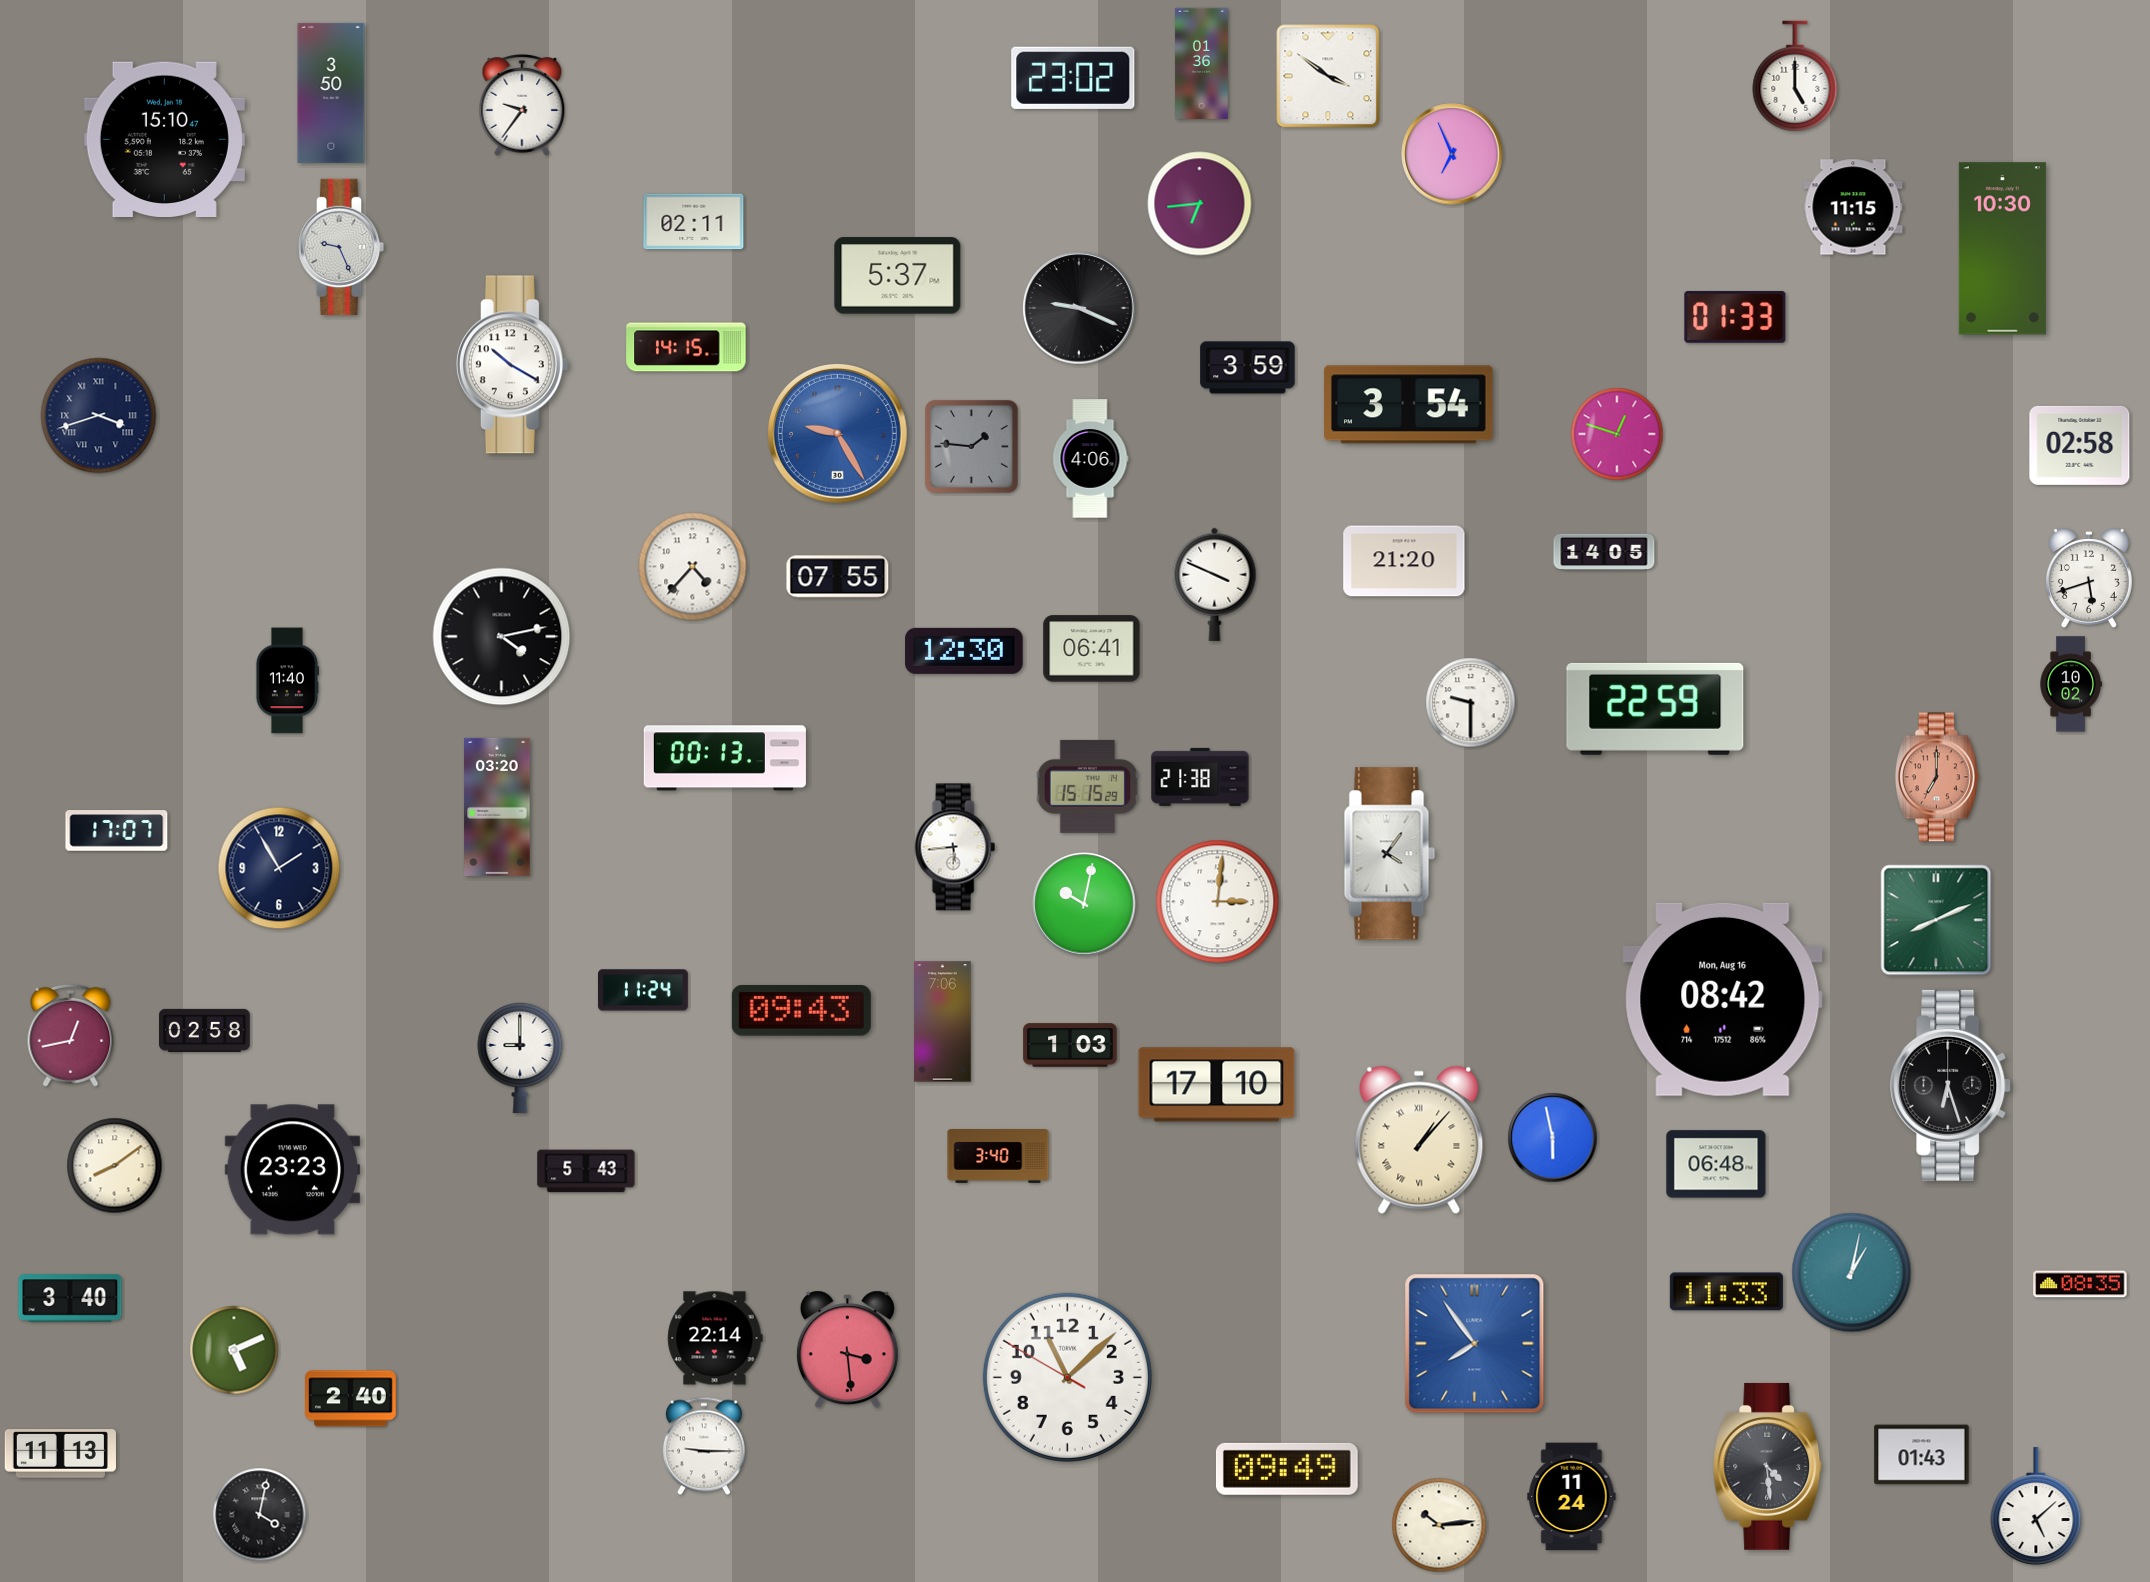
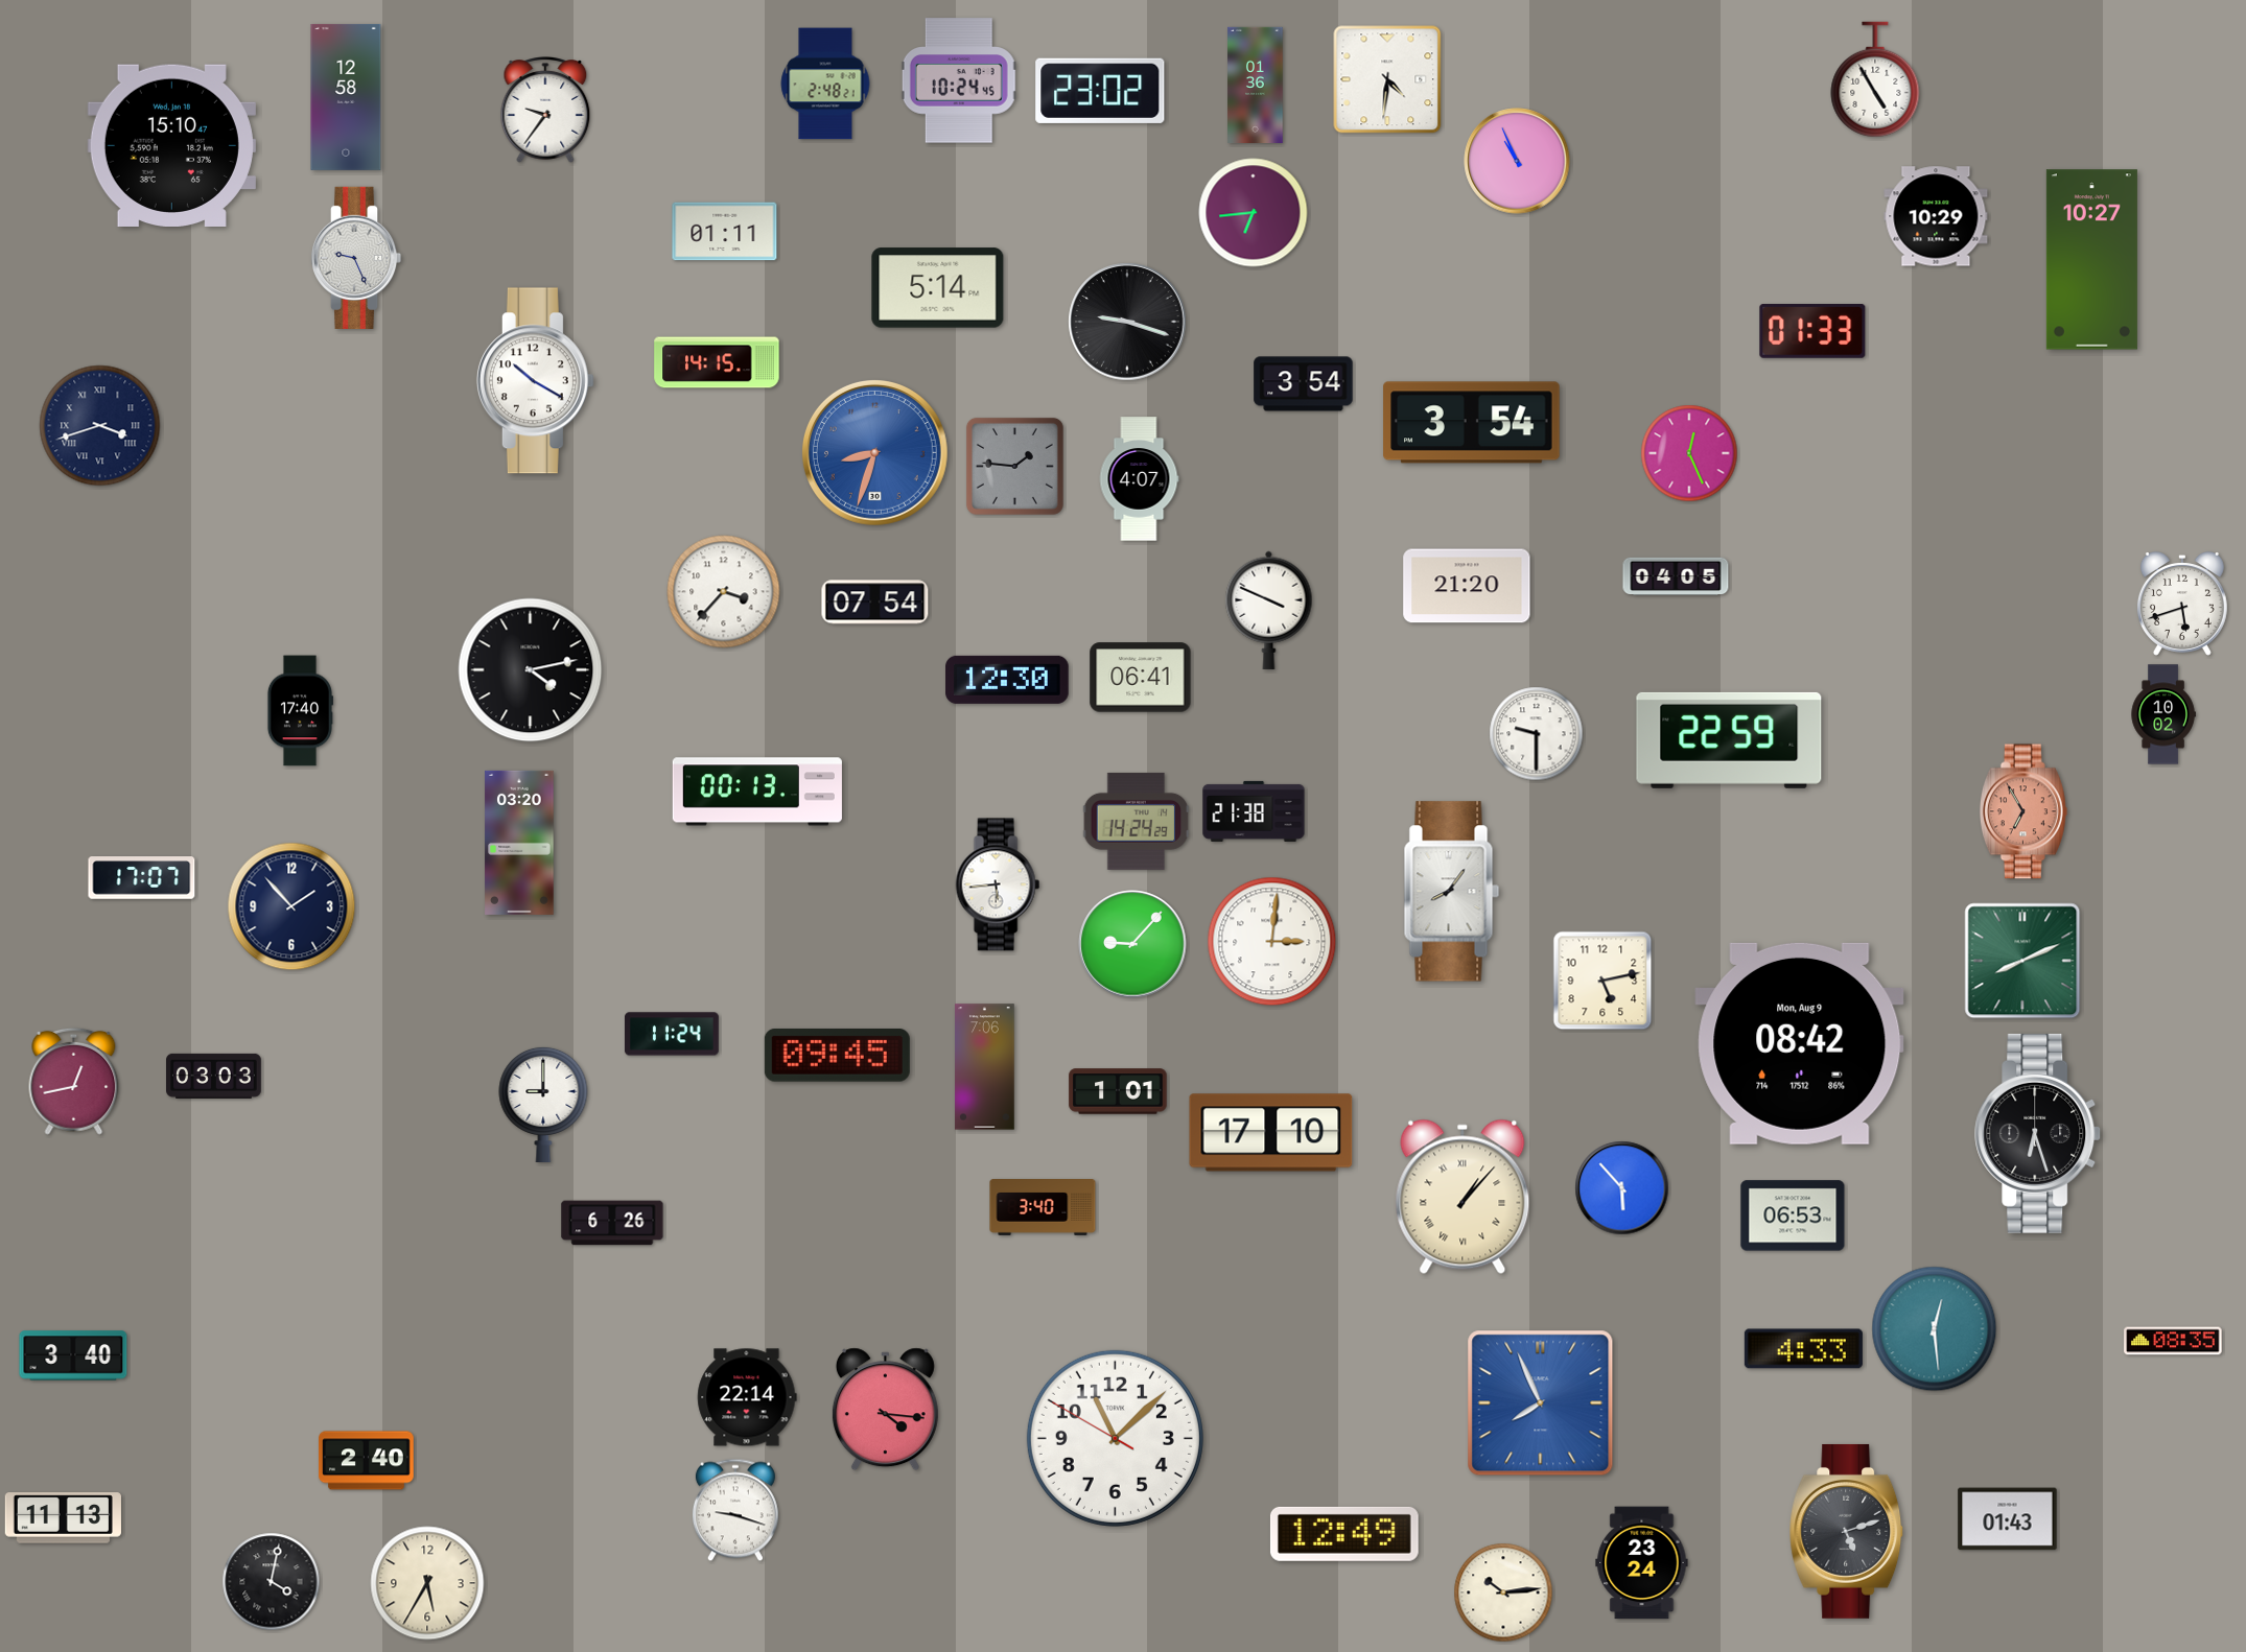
clock at (1202, 63) position: (1202, 63) -> (1256, 85)
clock at (1328, 76): 3:51 -> 4:31
clock at (1795, 76): 5:00 -> 4:55
clock at (959, 80): none -> 10:24
clock at (1073, 78) position: (1073, 78) -> (1100, 91)
clock at (825, 84): none -> 2:48
clock at (331, 93): 3:50 -> 12:58
clock at (1452, 154): 6:56 -> 10:56
clock at (1853, 207): 11:15 -> 10:29
clock at (694, 222): 02:11 -> 01:11
clock at (2002, 249): 10:30 -> 10:27
clock at (898, 276): 5:37 -> 5:14
clock at (1079, 308): 9:19 -> 9:18
clock at (1248, 368): 3:59 -> 3:54
clock at (99, 416) position: (99, 416) -> (100, 426)
clock at (837, 433): 9:25 -> 8:33
clock at (1617, 434): 12:48 -> 12:26
clock at (2080, 445): 02:58 -> none
clock at (1090, 459): 4:06 -> 4:07
clock at (1604, 551): 14:05 -> 04:05
clock at (693, 567): 4:37 -> 3:37
clock at (838, 577): 07:55 -> 07:54
clock at (502, 637) position: (502, 637) -> (531, 670)
clock at (287, 681): 11:40 -> 17:40
clock at (1937, 777): 7:00 -> 6:55
clock at (1088, 786): 15:15 -> 14:24
clock at (117, 831) position: (117, 831) -> (142, 878)
clock at (1390, 854): 4:06 -> 8:06
clock at (279, 868): 1:55 -> 1:53
clock at (1084, 904): 10:02 -> 9:07
clock at (1602, 981): none -> 5:13
clock at (1723, 999) date: Mon, Aug 16 -> Mon, Aug 9
clock at (801, 1011): 09:43 -> 09:45
clock at (205, 1030): 02:58 -> 03:03
clock at (1070, 1045): 1:03 -> 1:01
clock at (1553, 1138): 5:58 -> 5:53
clock at (1419, 1140) position: (1419, 1140) -> (1463, 1197)
clock at (1716, 1164): 06:48 -> 06:53
clock at (115, 1166): 8:09 -> none
clock at (292, 1170): 23:23 -> none
clock at (586, 1171): 5:43 -> 6:26
clock at (1852, 1273): 1:02 -> 12:29
clock at (1726, 1292): 11:33 -> 4:33
clock at (1475, 1344): 7:54 -> 7:56
clock at (234, 1350): 5:11 -> none
clock at (847, 1350): 3:29 -> 4:16
clock at (704, 1446): 9:15 -> 9:18
clock at (1768, 1466): 4:29 -> 5:12
clock at (1287, 1469): 09:49 -> 12:49
clock at (1572, 1497): 11:24 -> 23:24
clock at (2036, 1507): 5:08 -> none
clock at (427, 1583): none -> 5:35
